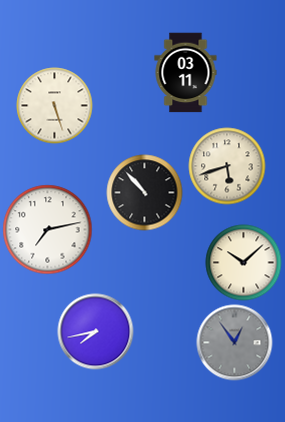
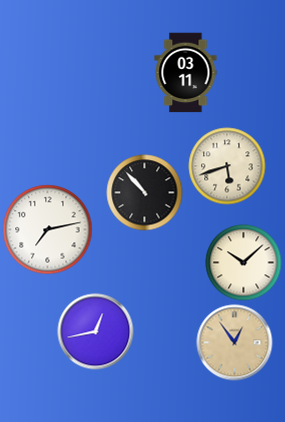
clock at (55, 106): 5:27 -> none
clock at (96, 332): 7:43 -> 12:43
clock at (235, 343) dial: grey -> champagne
